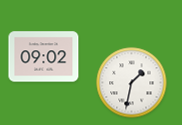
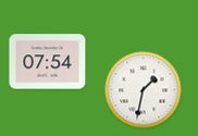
clock at (44, 57): 09:02 -> 07:54
